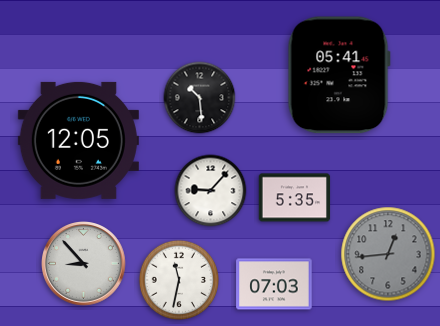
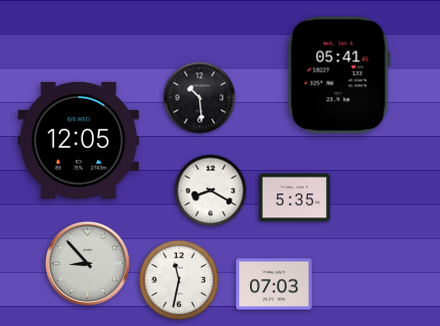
clock at (211, 191): 9:07 -> 8:20
clock at (388, 254): 12:44 -> none
clock at (84, 264) position: (84, 264) -> (88, 264)
